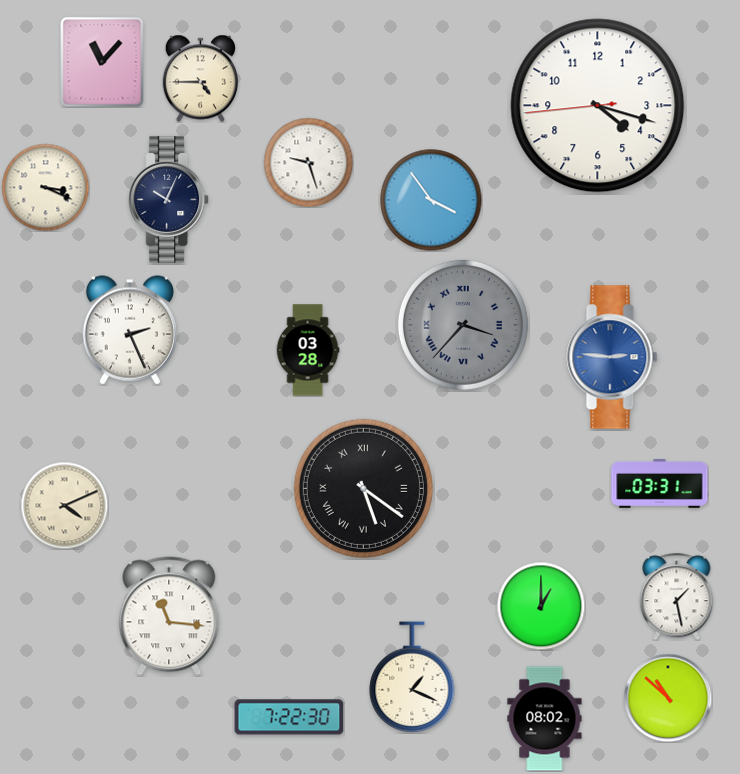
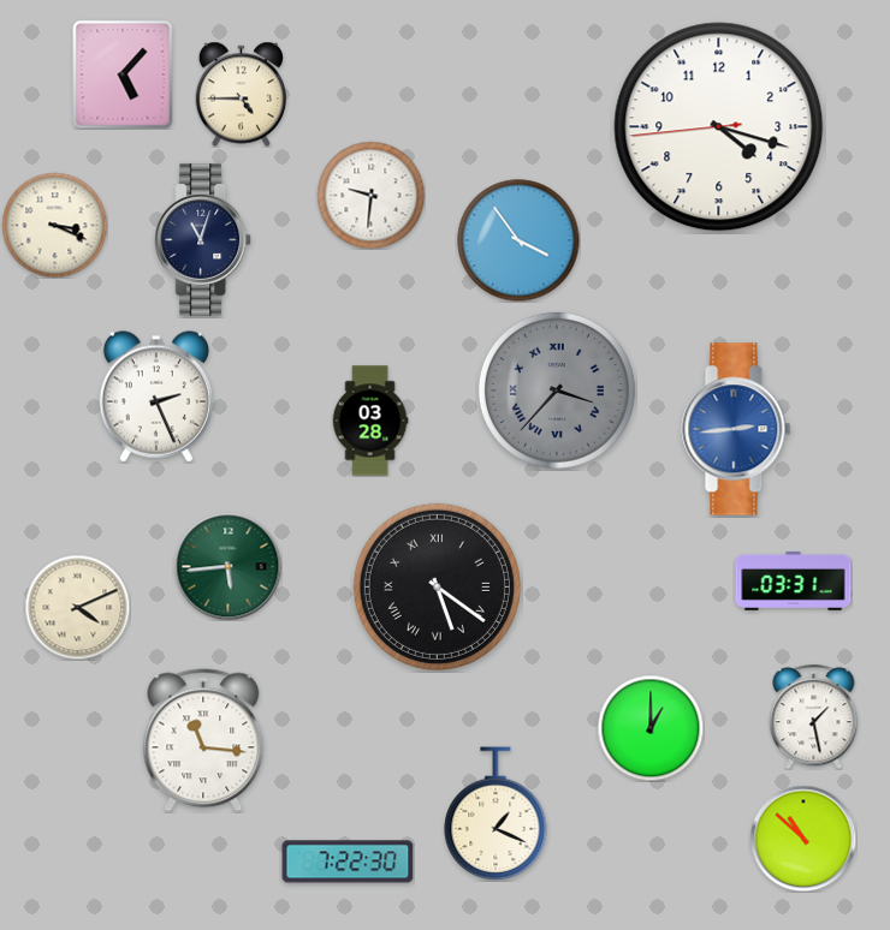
clock at (102, 62): 11:07 -> 5:07
clock at (308, 162): 9:27 -> 9:31
clock at (169, 199): 10:04 -> 11:03
clock at (612, 357): 2:46 -> 2:44
clock at (227, 566): none -> 5:44
clock at (545, 719): 08:02 -> none
